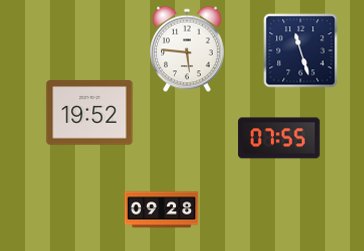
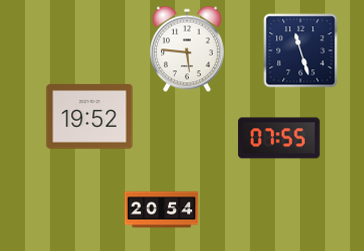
clock at (90, 113) position: (90, 113) -> (90, 117)
clock at (162, 210): 09:28 -> 20:54
